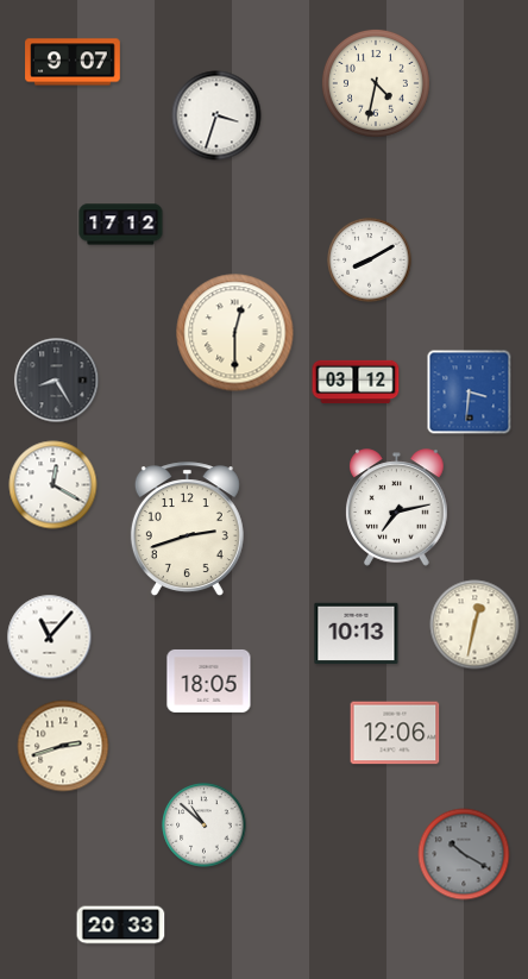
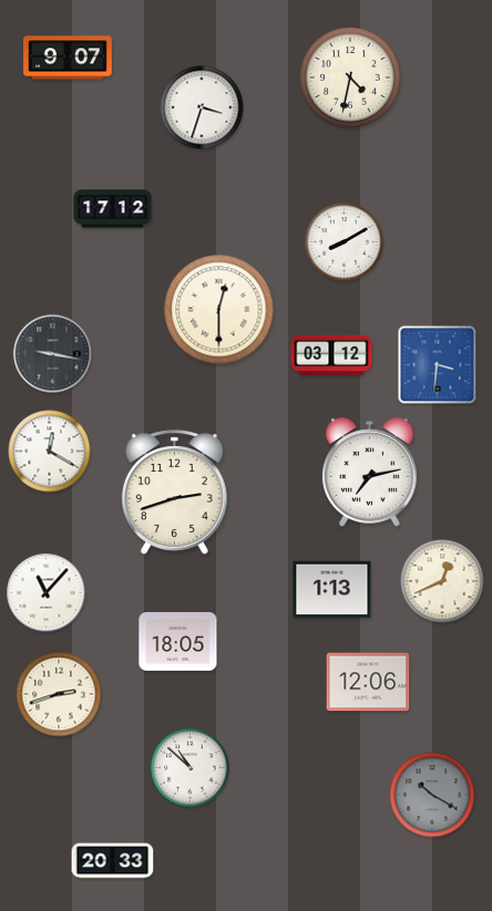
clock at (57, 381): 8:25 -> 9:17
clock at (474, 625): 12:32 -> 12:41
clock at (357, 634): 10:13 -> 1:13
clock at (209, 682) position: (209, 682) -> (178, 642)
